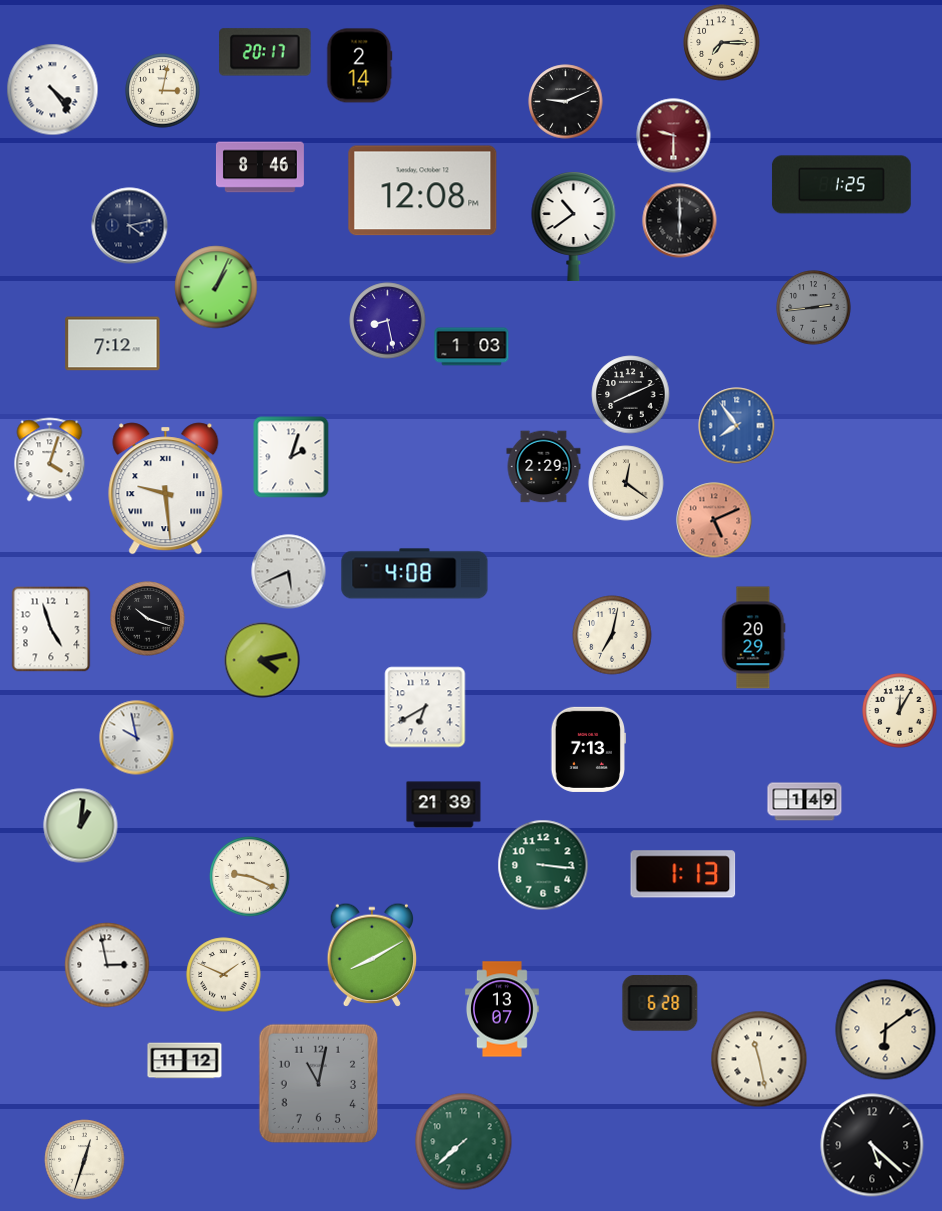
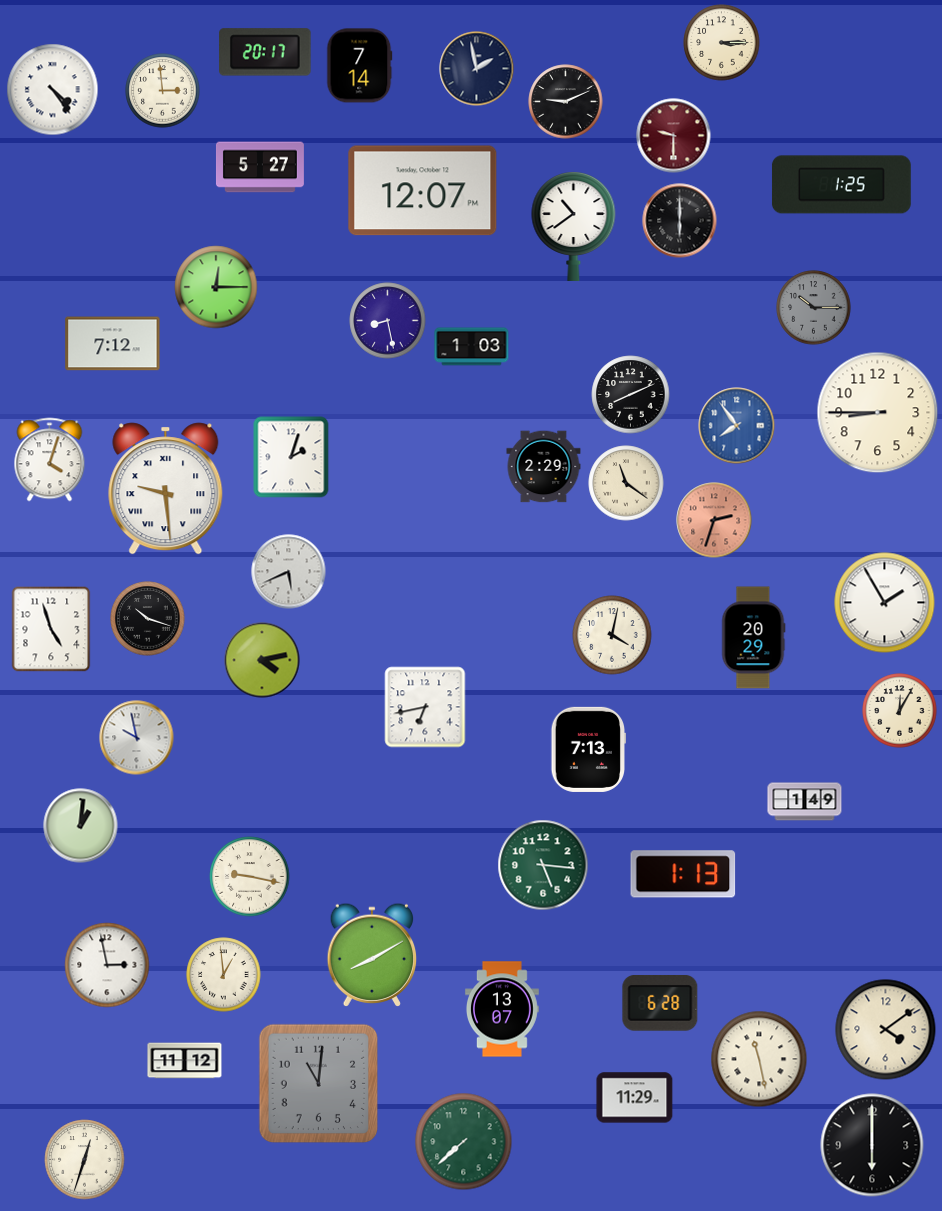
clock at (722, 43): 7:15 -> 3:15
clock at (360, 66): 2:14 -> 7:14
clock at (477, 69): none -> 1:58
clock at (163, 91): 3:02 -> 2:59
clock at (260, 167): 8:46 -> 5:27
clock at (423, 191): 12:08 -> 12:07
clock at (130, 226): 4:13 -> none
clock at (216, 287): 1:04 -> 12:15
clock at (814, 308): 2:44 -> 10:15
clock at (878, 413): none -> 8:45
clock at (626, 483): 12:21 -> 11:21
clock at (714, 520): 5:11 -> 2:33
clock at (415, 574): 4:08 -> none
clock at (885, 603): none -> 1:55
clock at (612, 635): 7:02 -> 4:02
clock at (425, 707): 6:40 -> 6:43
clock at (444, 805): 21:39 -> none
clock at (543, 865): 3:16 -> 5:16
clock at (250, 877): 9:19 -> 9:17
clock at (224, 975): 1:49 -> 12:59
clock at (886, 1030): 6:09 -> 4:09
clock at (319, 1084): 11:02 -> 11:01
clock at (635, 1098): none -> 11:29
clock at (872, 1145): 5:22 -> 6:00
